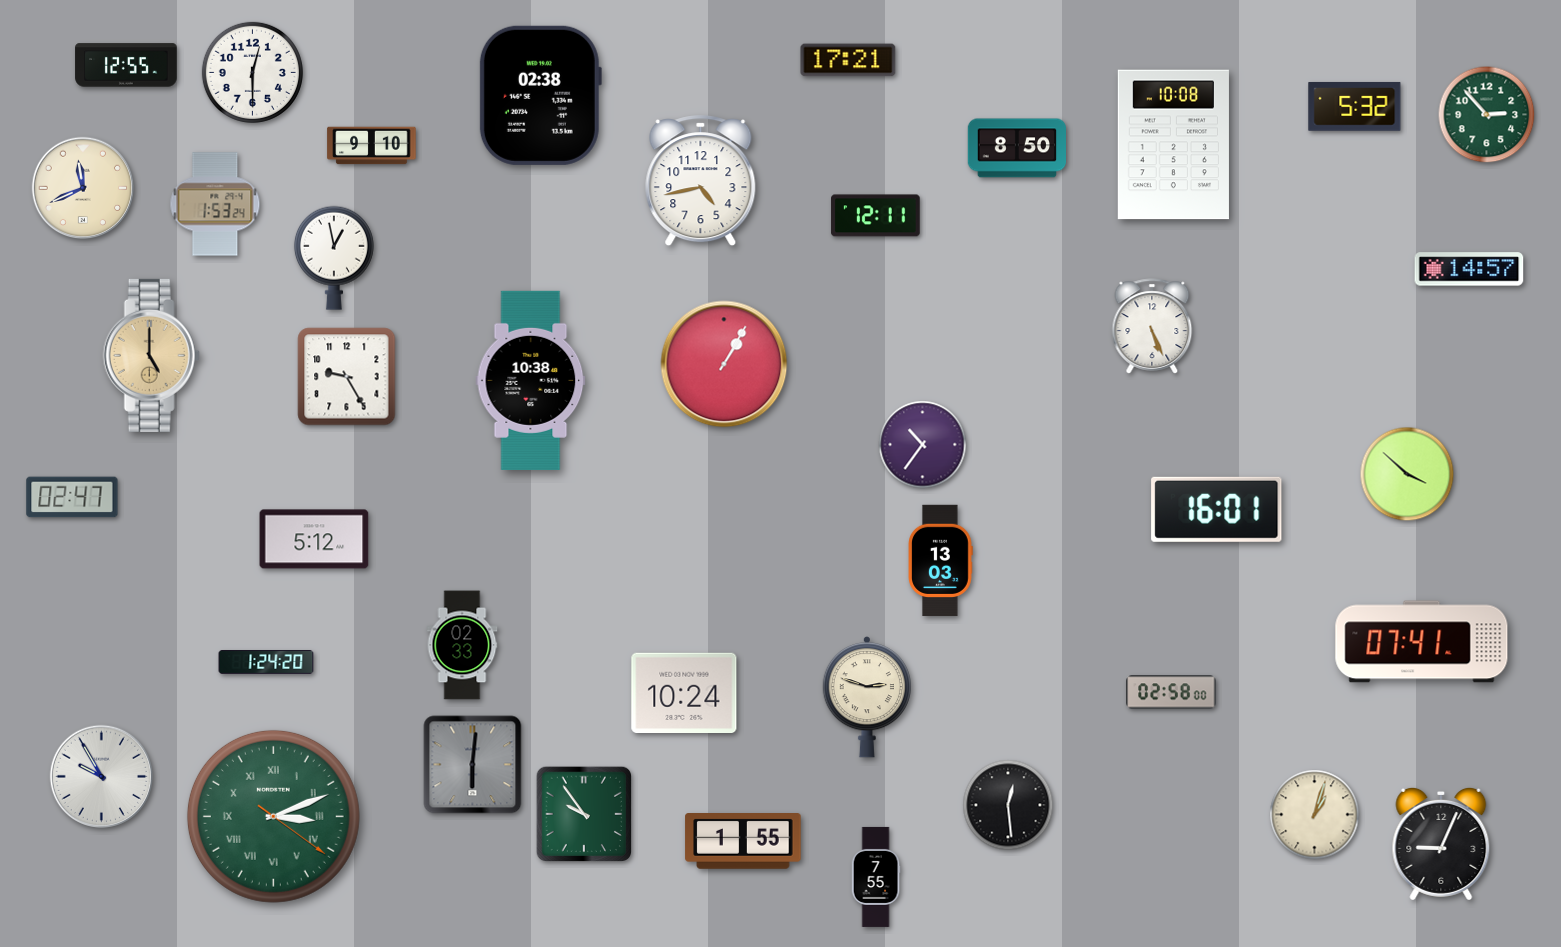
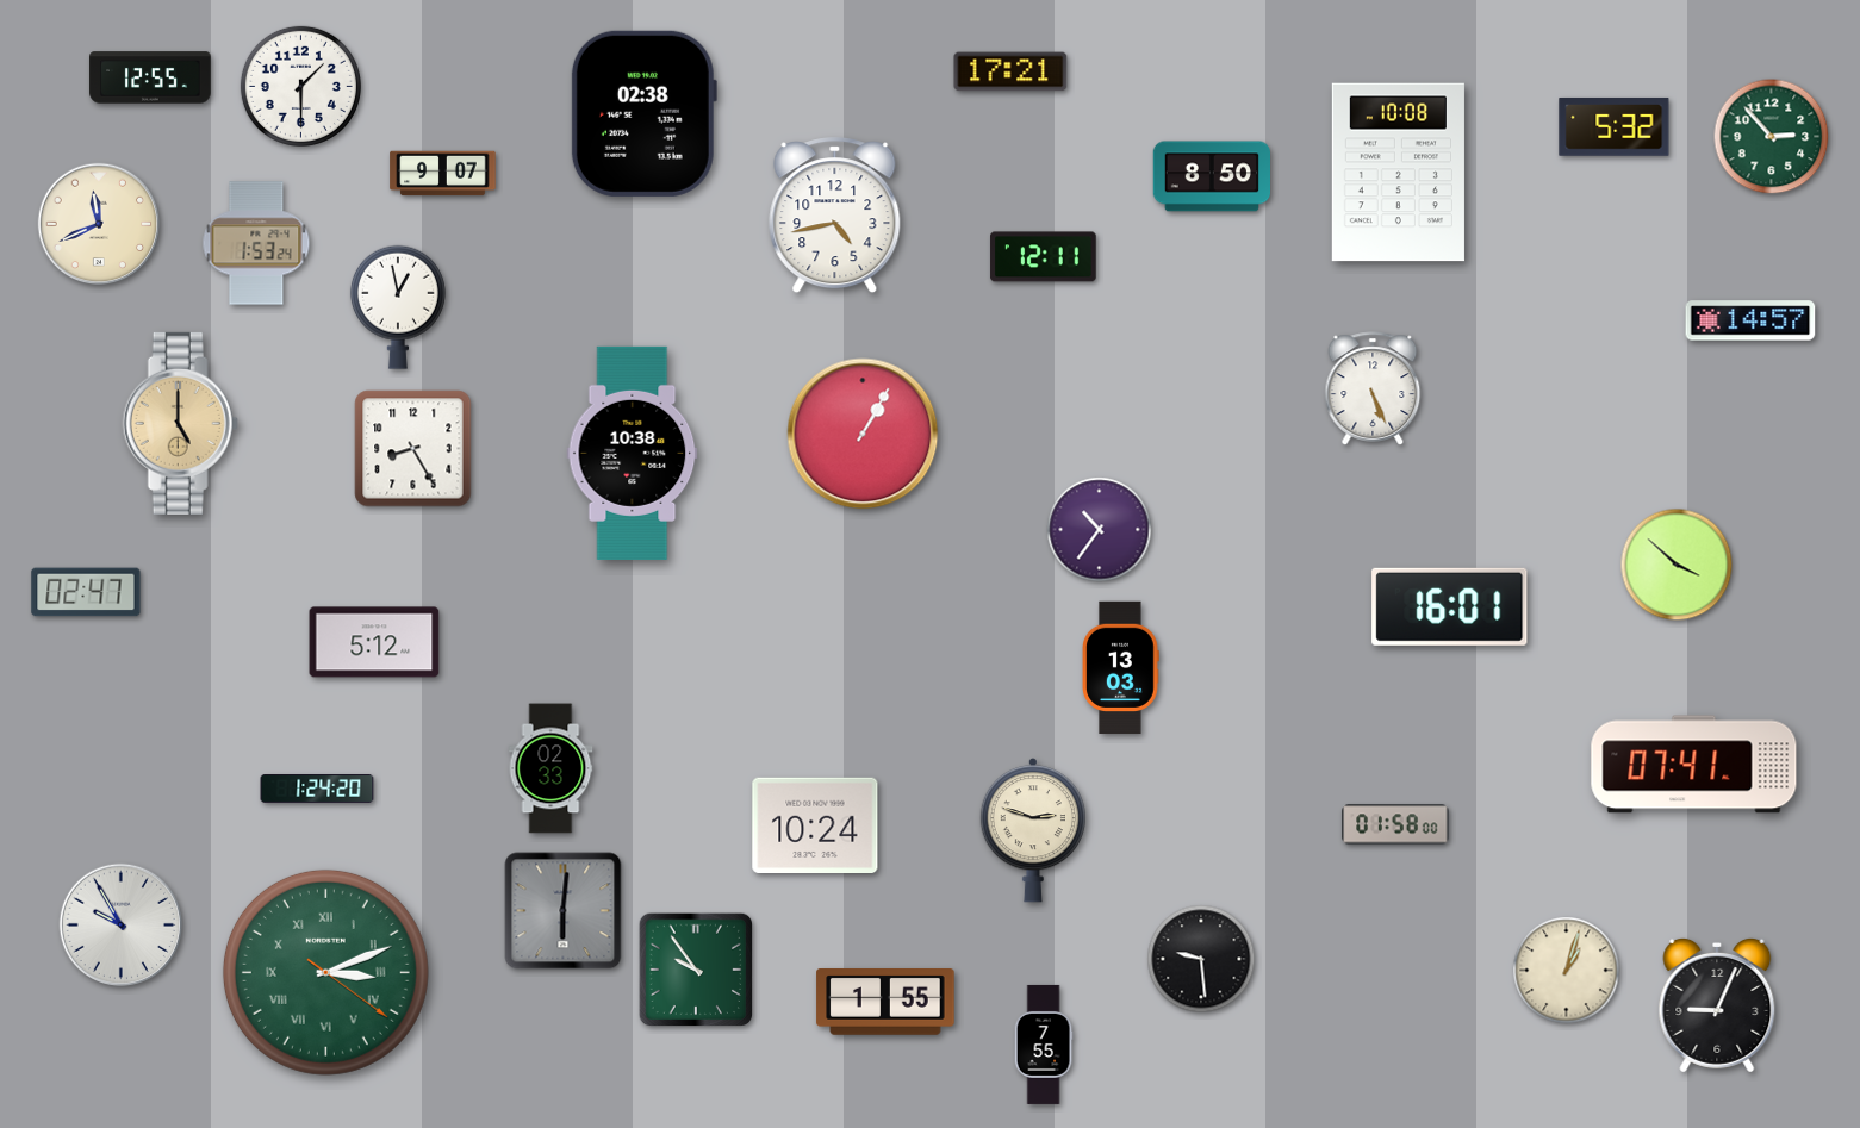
clock at (252, 72): 12:30 -> 1:30
clock at (372, 146): 9:10 -> 9:07
clock at (347, 377): 9:25 -> 8:25
clock at (1171, 692): 02:58 -> 01:58
clock at (1008, 805): 12:29 -> 9:29
